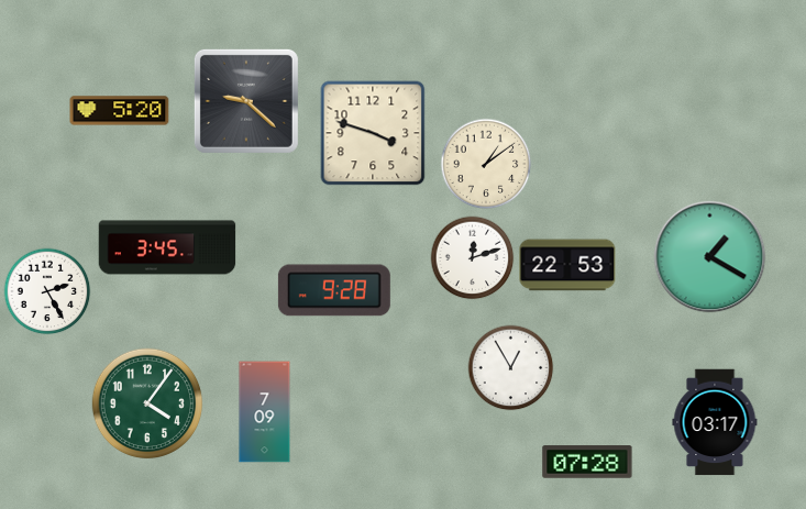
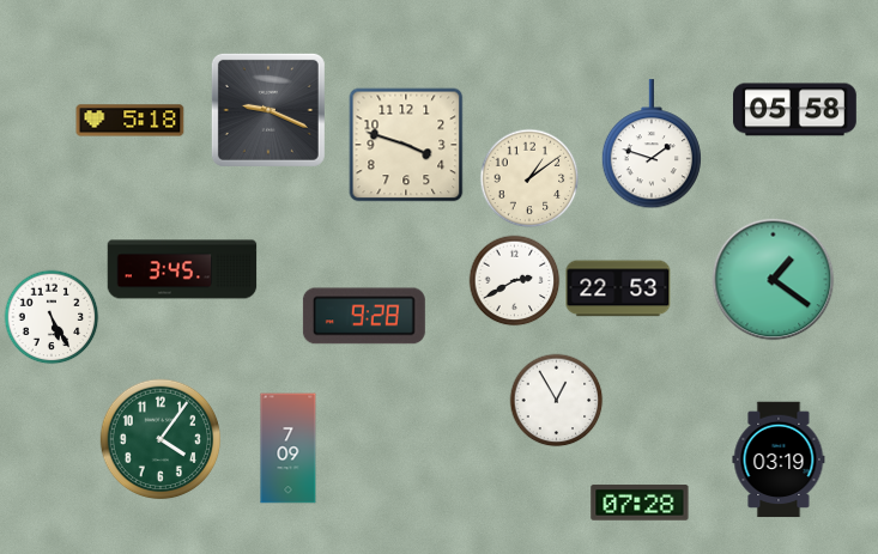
clock at (246, 101): 9:22 -> 9:19
clock at (794, 110): none -> 05:58
clock at (120, 111): 5:20 -> 5:18
clock at (652, 145): none -> 1:48
clock at (710, 257): 1:20 -> 1:21
clock at (473, 258): 12:12 -> 2:40
clock at (47, 291): 2:25 -> 5:25
clock at (715, 422): 03:17 -> 03:19
